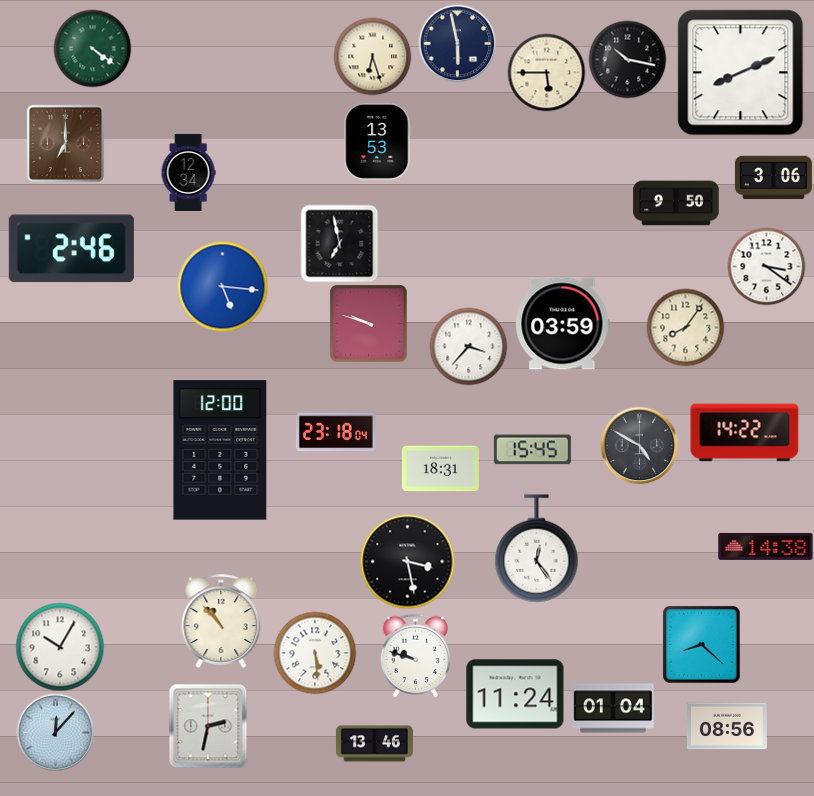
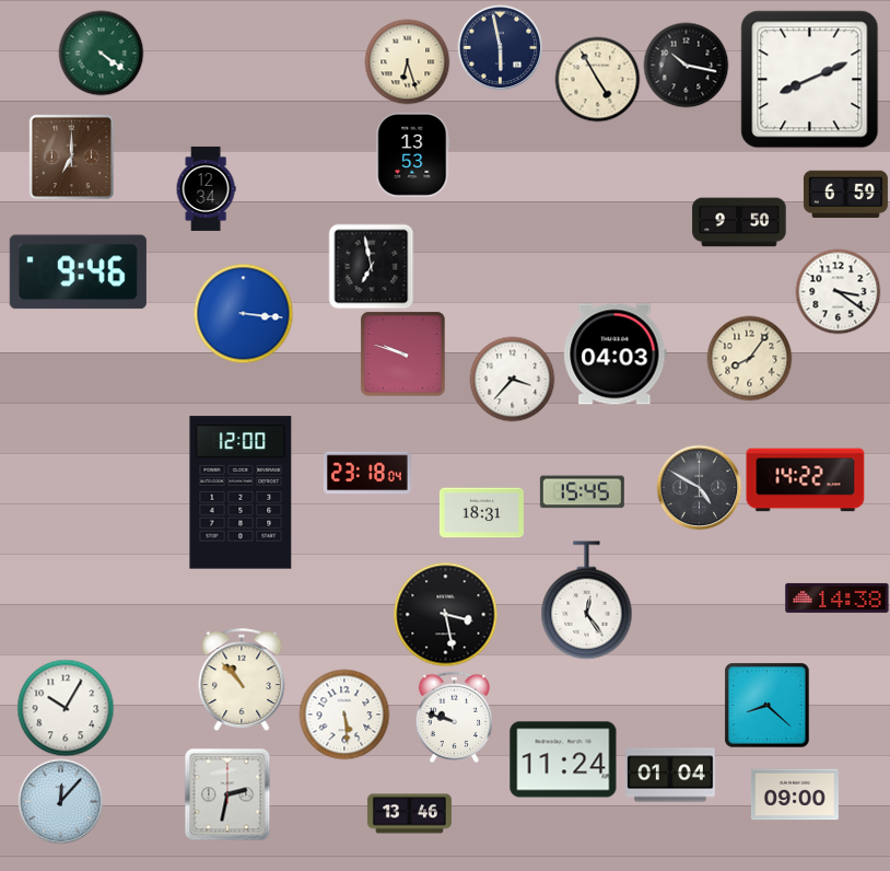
clock at (546, 72): 5:45 -> 4:55
clock at (773, 178): 3:06 -> 6:59
clock at (71, 249): 2:46 -> 9:46
clock at (222, 286): 5:16 -> 3:16
clock at (563, 324): 03:59 -> 04:03
clock at (745, 433) position: (745, 433) -> (806, 480)
clock at (727, 726): 08:56 -> 09:00
